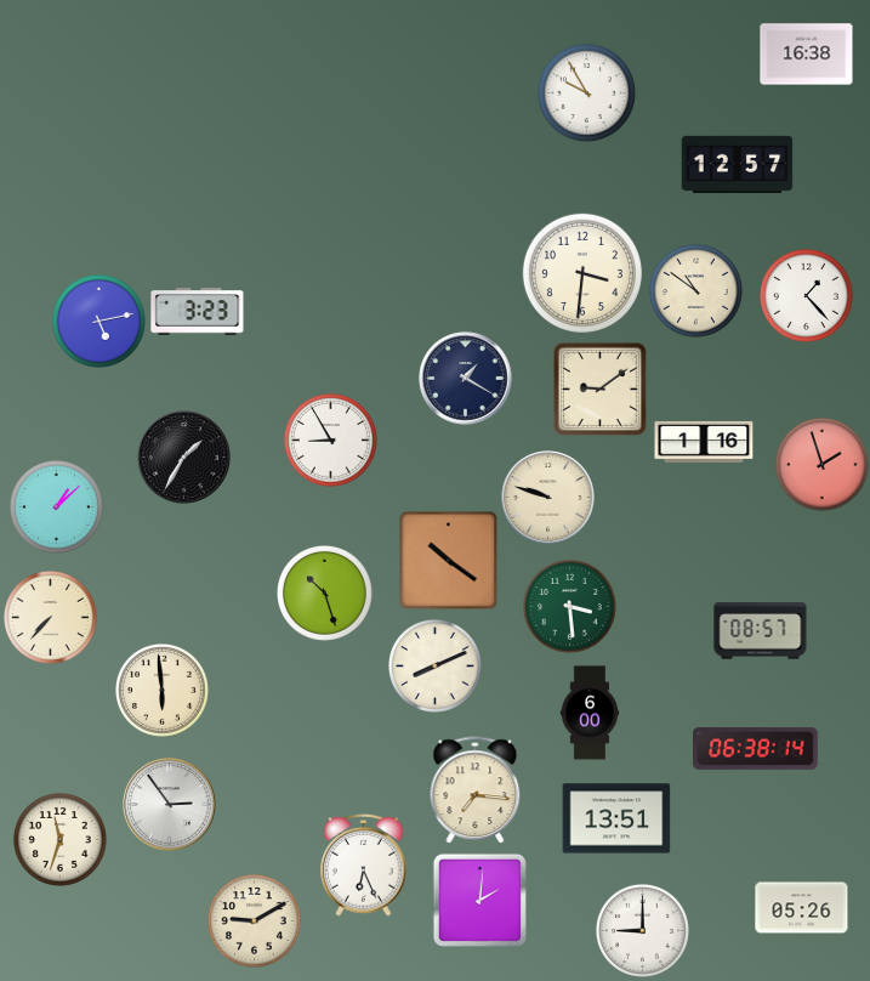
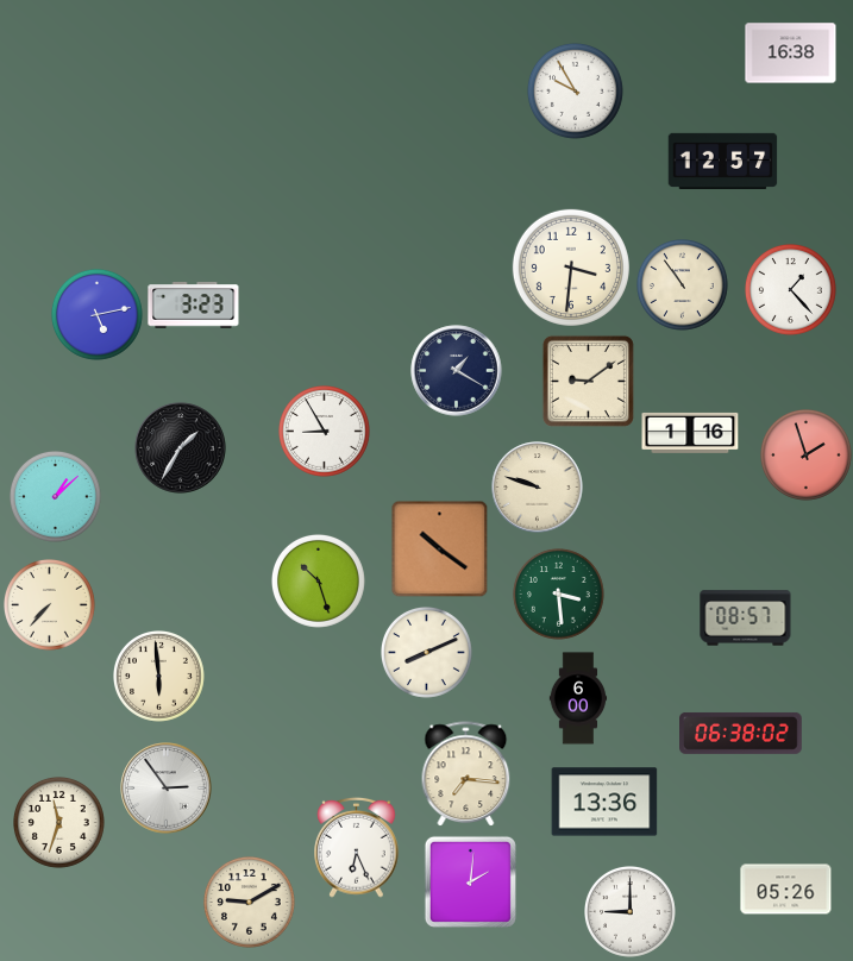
clock at (696, 291): 10:51 -> 10:54
clock at (756, 748): 06:38:14 -> 06:38:02
clock at (616, 818): 13:51 -> 13:36
